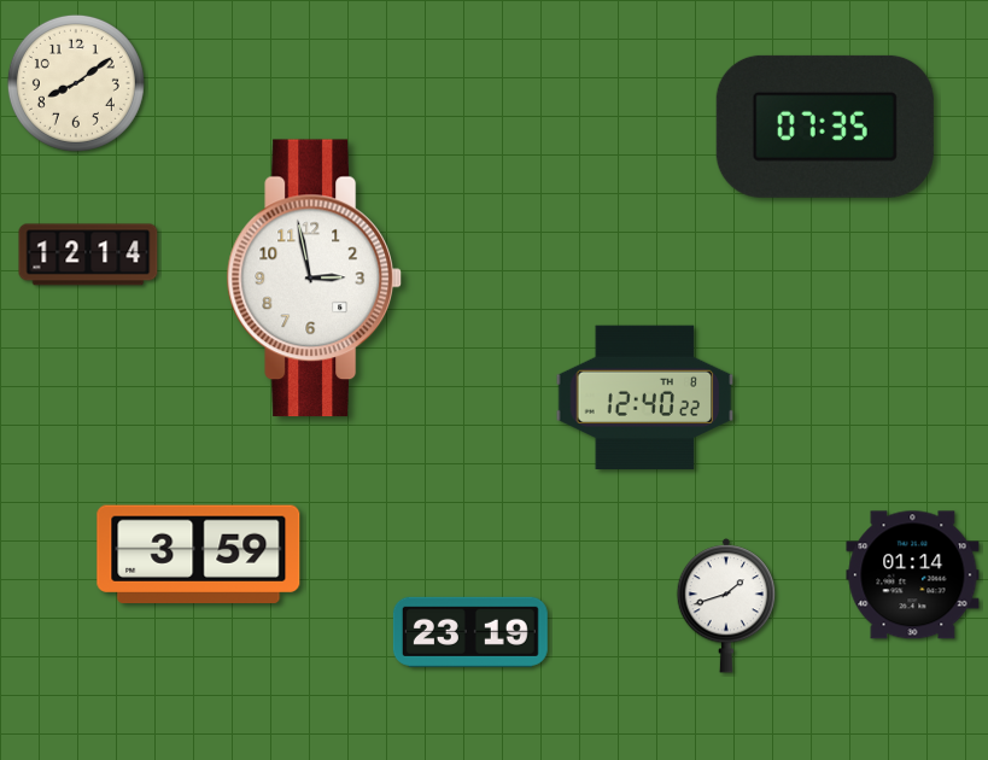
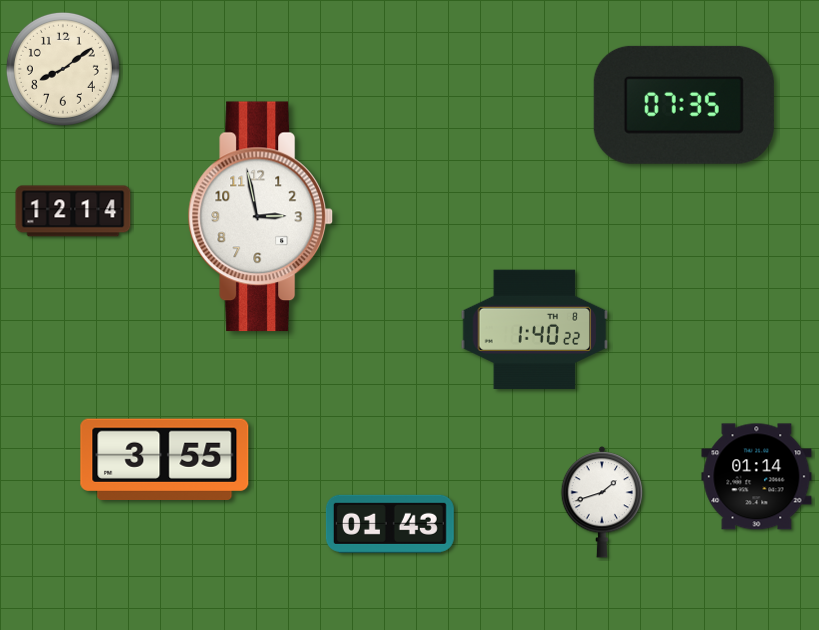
clock at (314, 279) position: (314, 279) -> (260, 217)
clock at (645, 397): 12:40 -> 1:40
clock at (199, 554): 3:59 -> 3:55
clock at (470, 632): 23:19 -> 01:43
